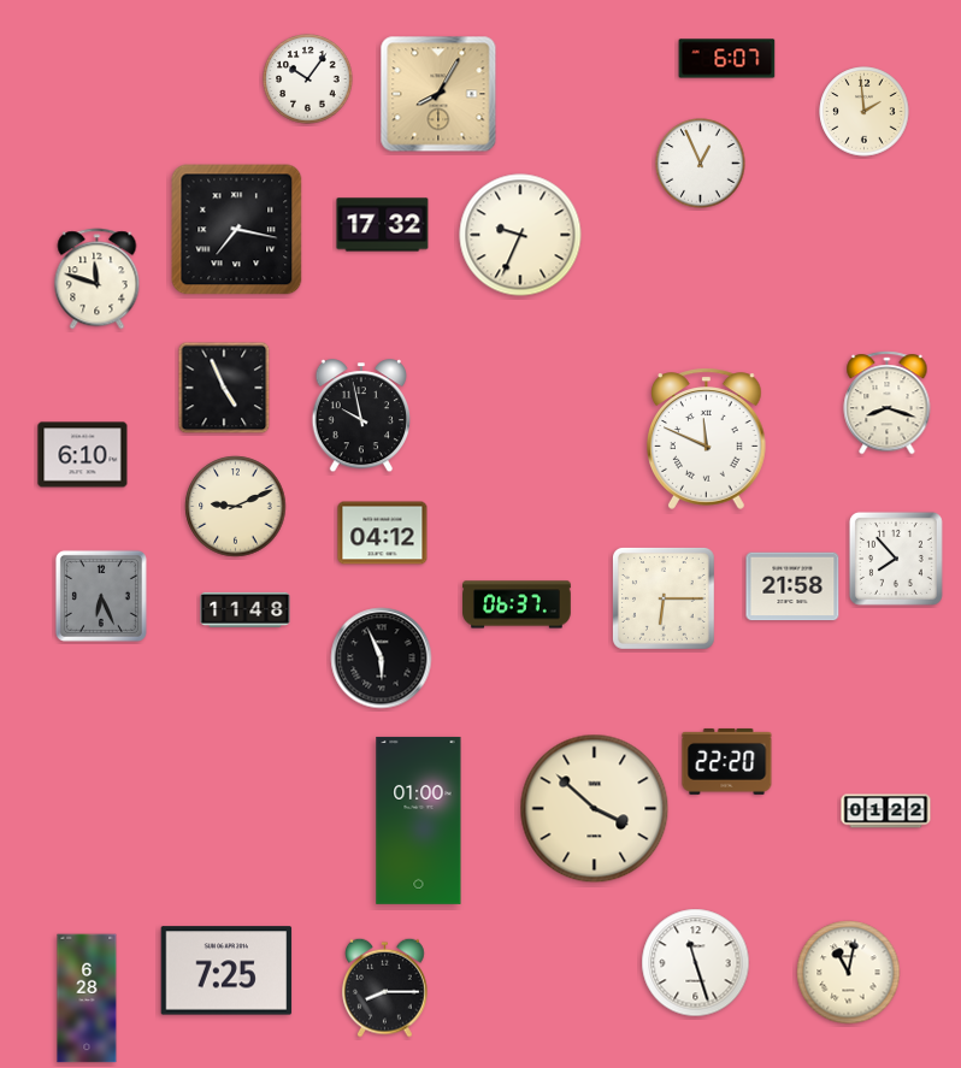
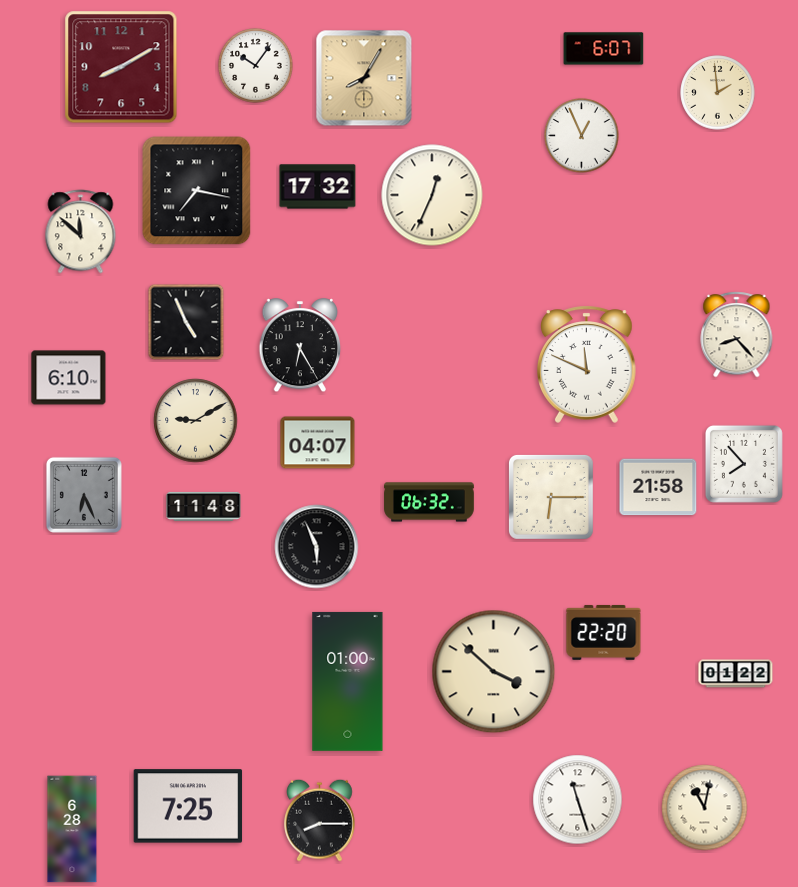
clock at (121, 67): none -> 8:10
clock at (520, 235): 9:34 -> 12:34
clock at (98, 279): 11:48 -> 11:52
clock at (888, 403): 8:18 -> 8:23
clock at (361, 417): 9:58 -> 6:25
clock at (236, 507): 9:11 -> 9:10
clock at (383, 533): 04:12 -> 04:07
clock at (517, 604): 06:37 -> 06:32
